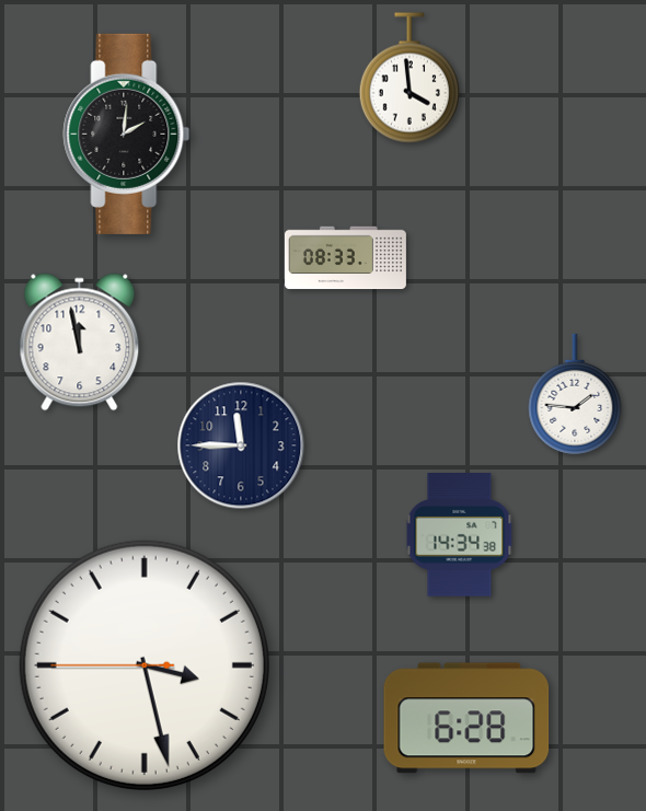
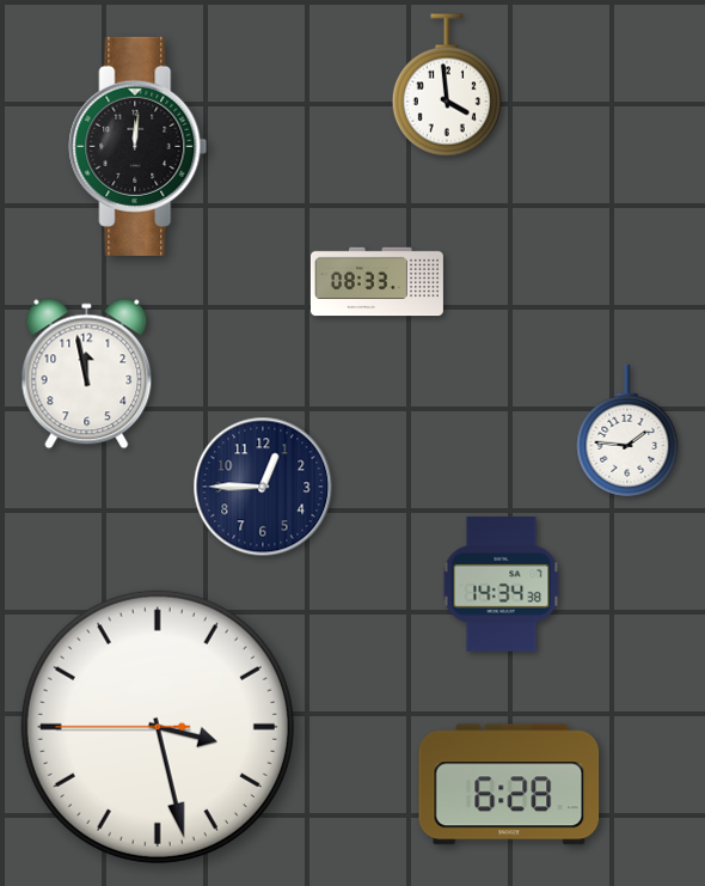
clock at (127, 134): 2:01 -> 12:01
clock at (241, 445): 11:45 -> 12:45
